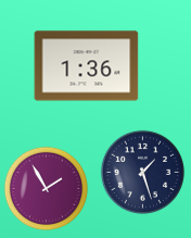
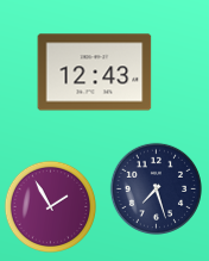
clock at (87, 66): 1:36 -> 12:43
clock at (142, 172): 1:27 -> 7:27
